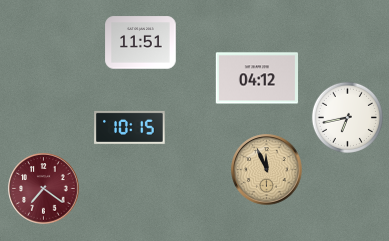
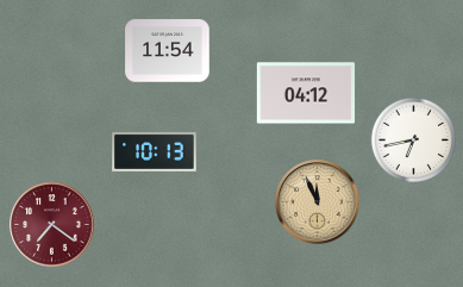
clock at (141, 43): 11:51 -> 11:54
clock at (130, 127): 10:15 -> 10:13
